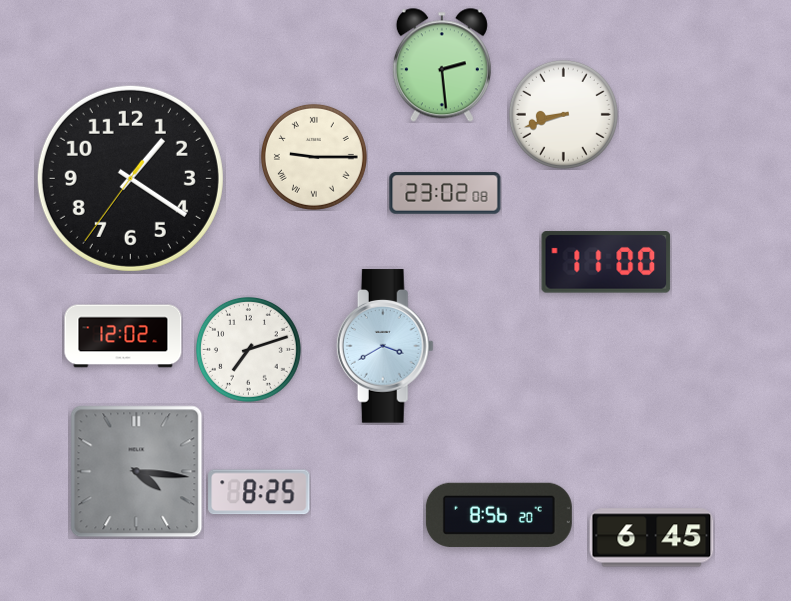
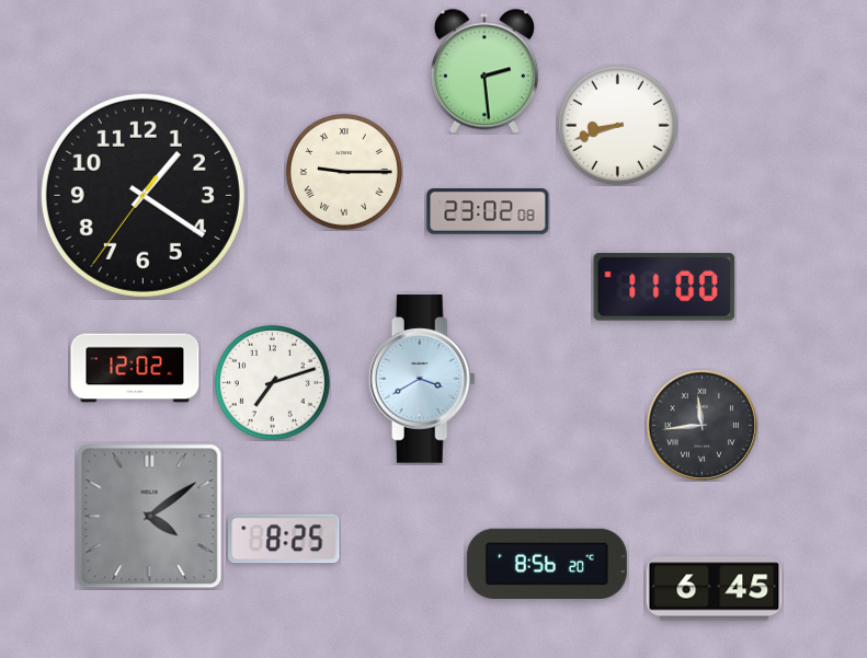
clock at (701, 425): none -> 11:44
clock at (137, 472): 4:16 -> 4:09
